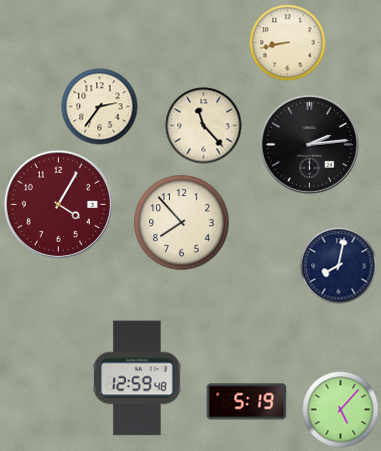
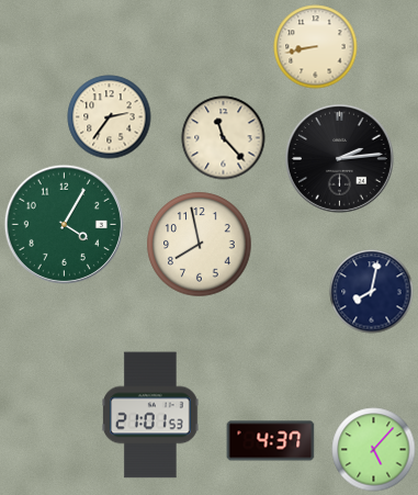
clock at (58, 204) dial: burgundy -> green
clock at (182, 223): 7:53 -> 7:58
clock at (137, 378): 12:59 -> 21:01
clock at (247, 402): 5:19 -> 4:37
